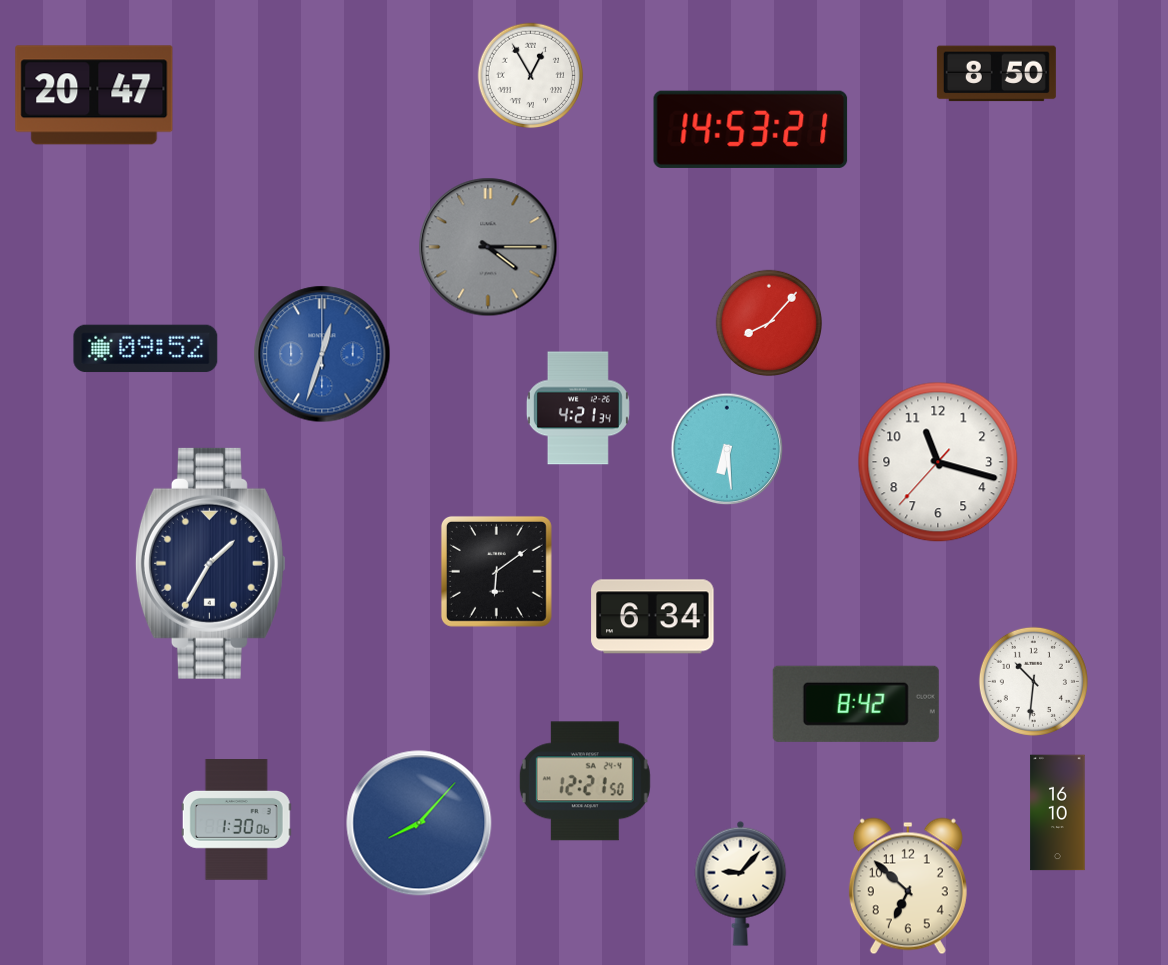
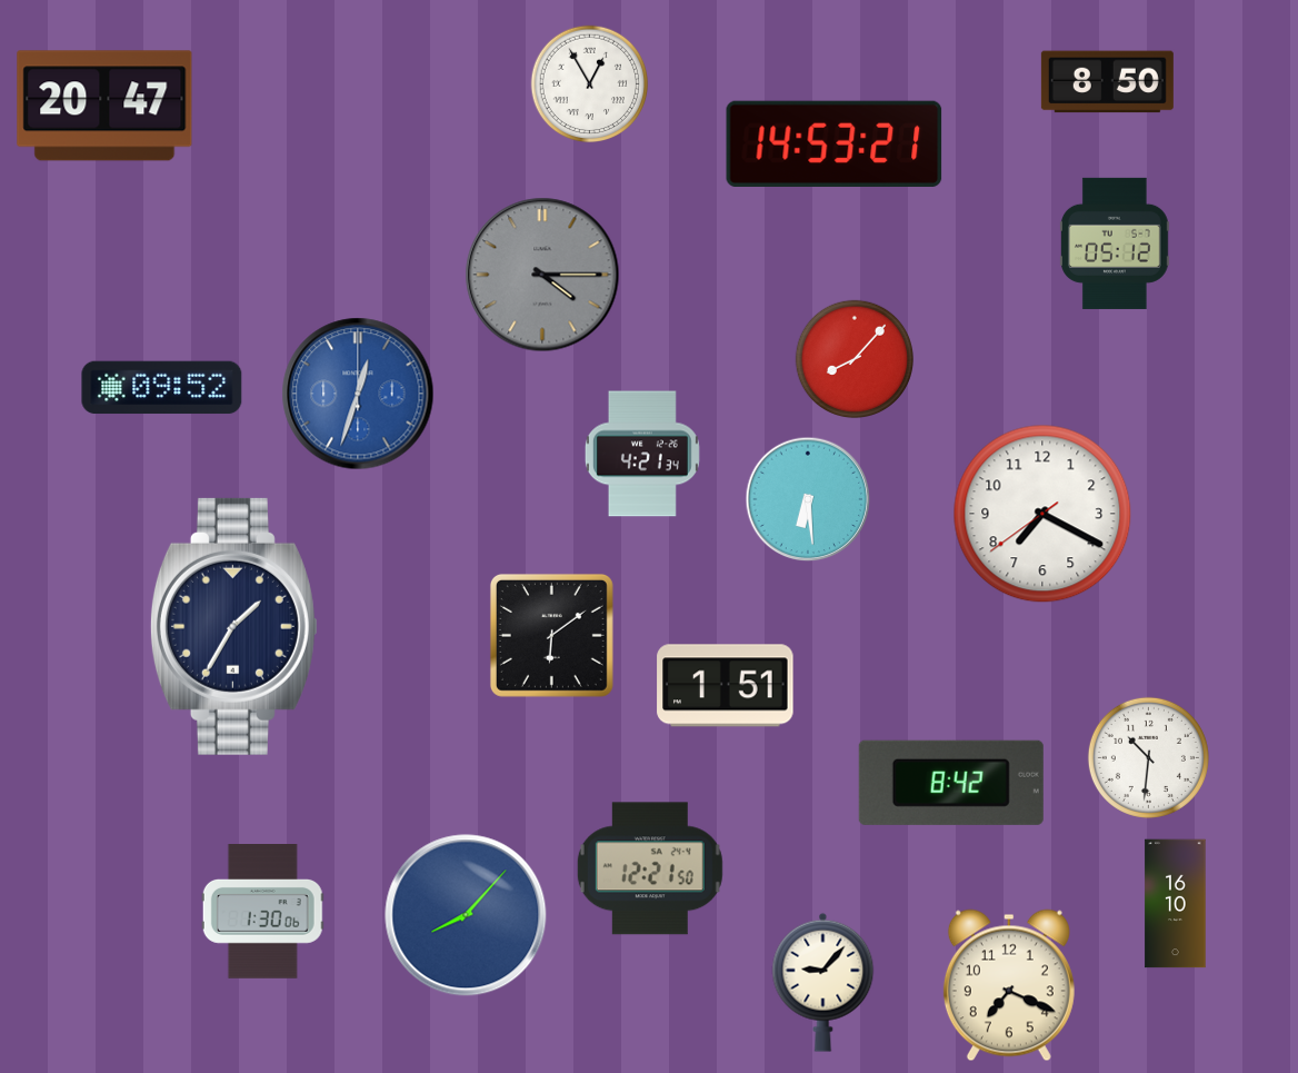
clock at (1116, 244): none -> 05:12
clock at (938, 462): 11:17 -> 7:19
clock at (653, 617): 6:34 -> 1:51
clock at (908, 886): 6:52 -> 7:19
